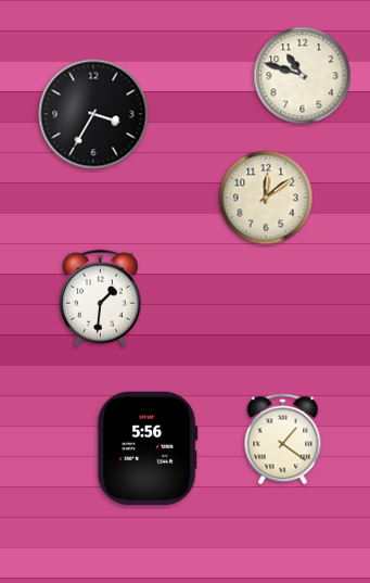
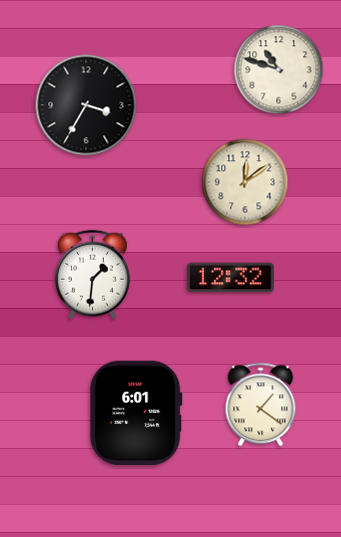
clock at (231, 278): none -> 12:32
clock at (148, 447): 5:56 -> 6:01
